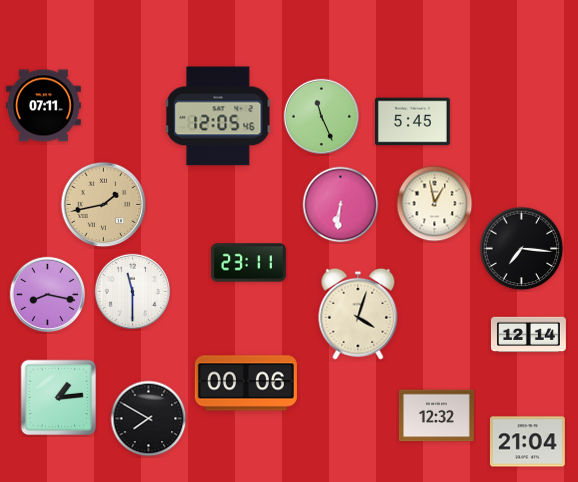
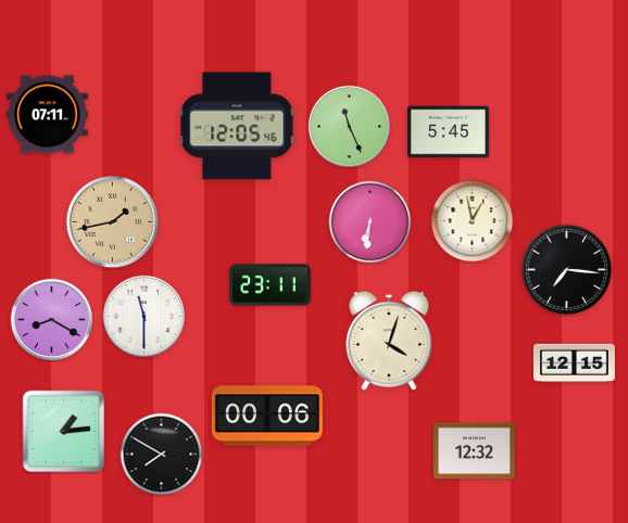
clock at (48, 295): 8:17 -> 8:20
clock at (528, 335): 12:14 -> 12:15
clock at (527, 442): 21:04 -> none
